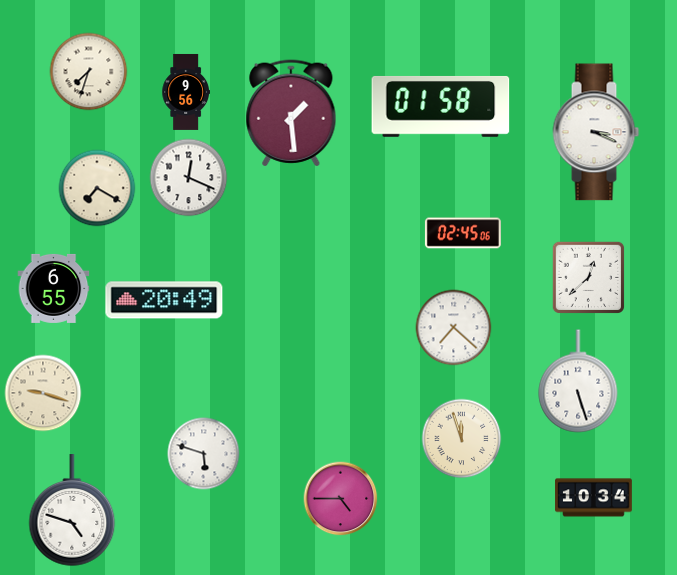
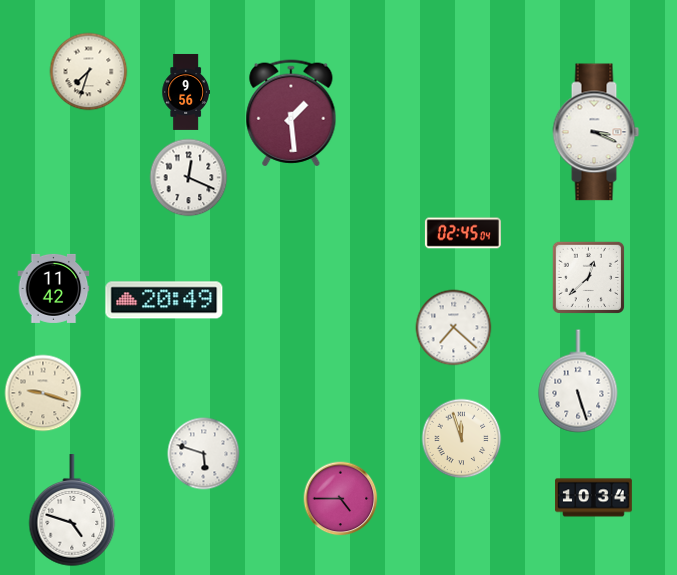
clock at (441, 106): 01:58 -> none
clock at (97, 188): 7:20 -> none
clock at (463, 233): 02:45:06 -> 02:45:04
clock at (54, 288): 6:55 -> 11:42
